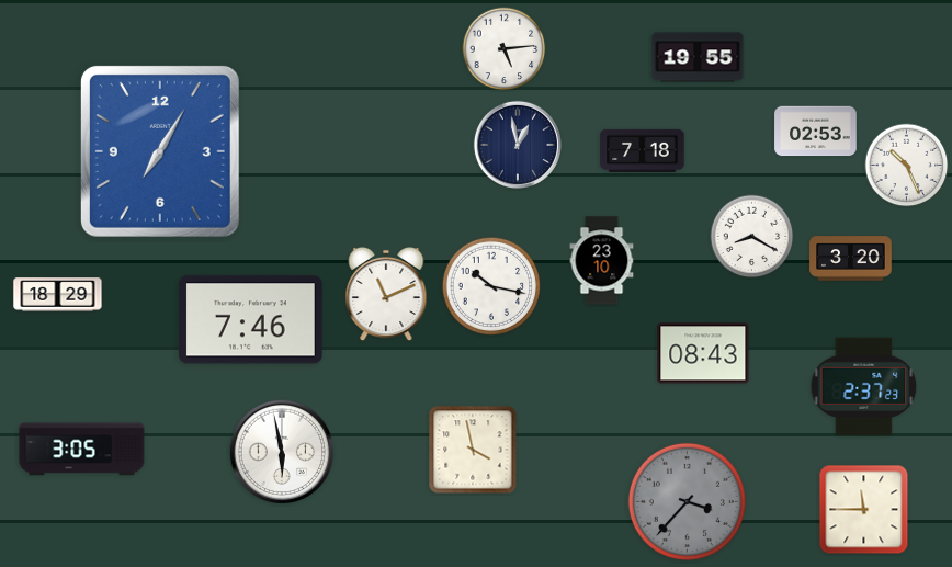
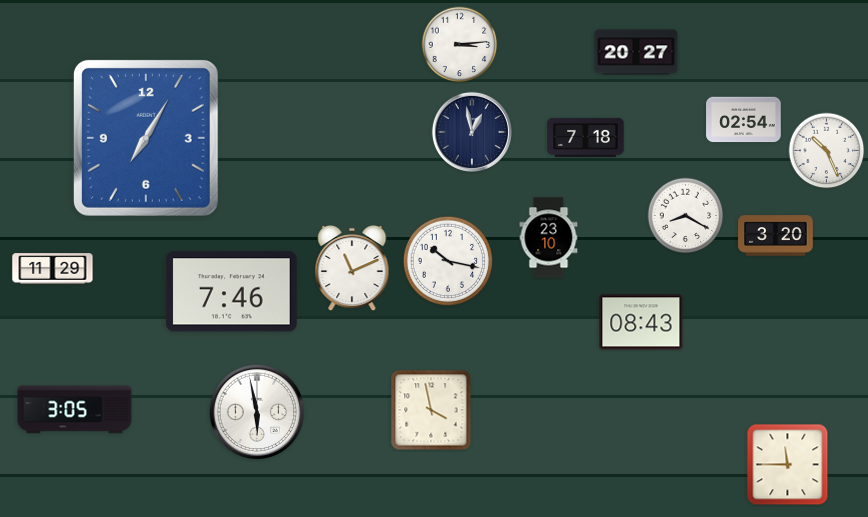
clock at (505, 49): 5:14 -> 3:14
clock at (698, 57): 19:55 -> 20:27
clock at (816, 132): 02:53 -> 02:54
clock at (58, 295): 18:29 -> 11:29
clock at (250, 320) position: (250, 320) -> (231, 292)
clock at (864, 386): 2:37 -> none
clock at (687, 501): 3:37 -> none
